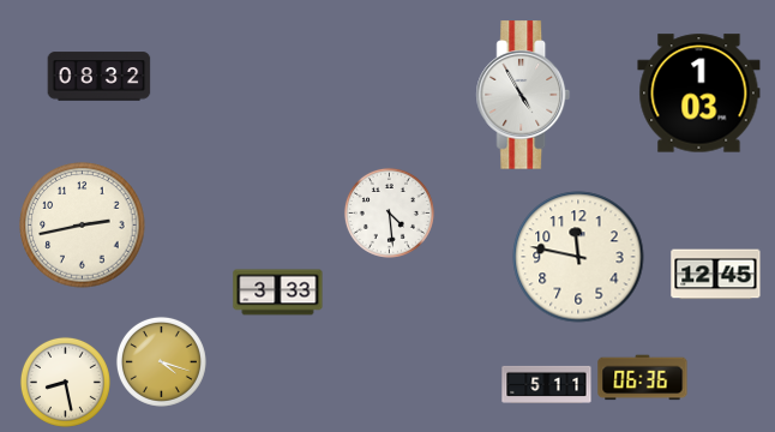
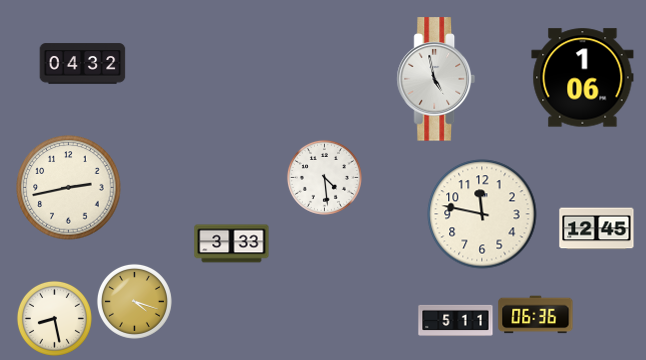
clock at (100, 77): 08:32 -> 04:32
clock at (699, 94): 1:03 -> 1:06
clock at (523, 95): 4:55 -> 4:58
